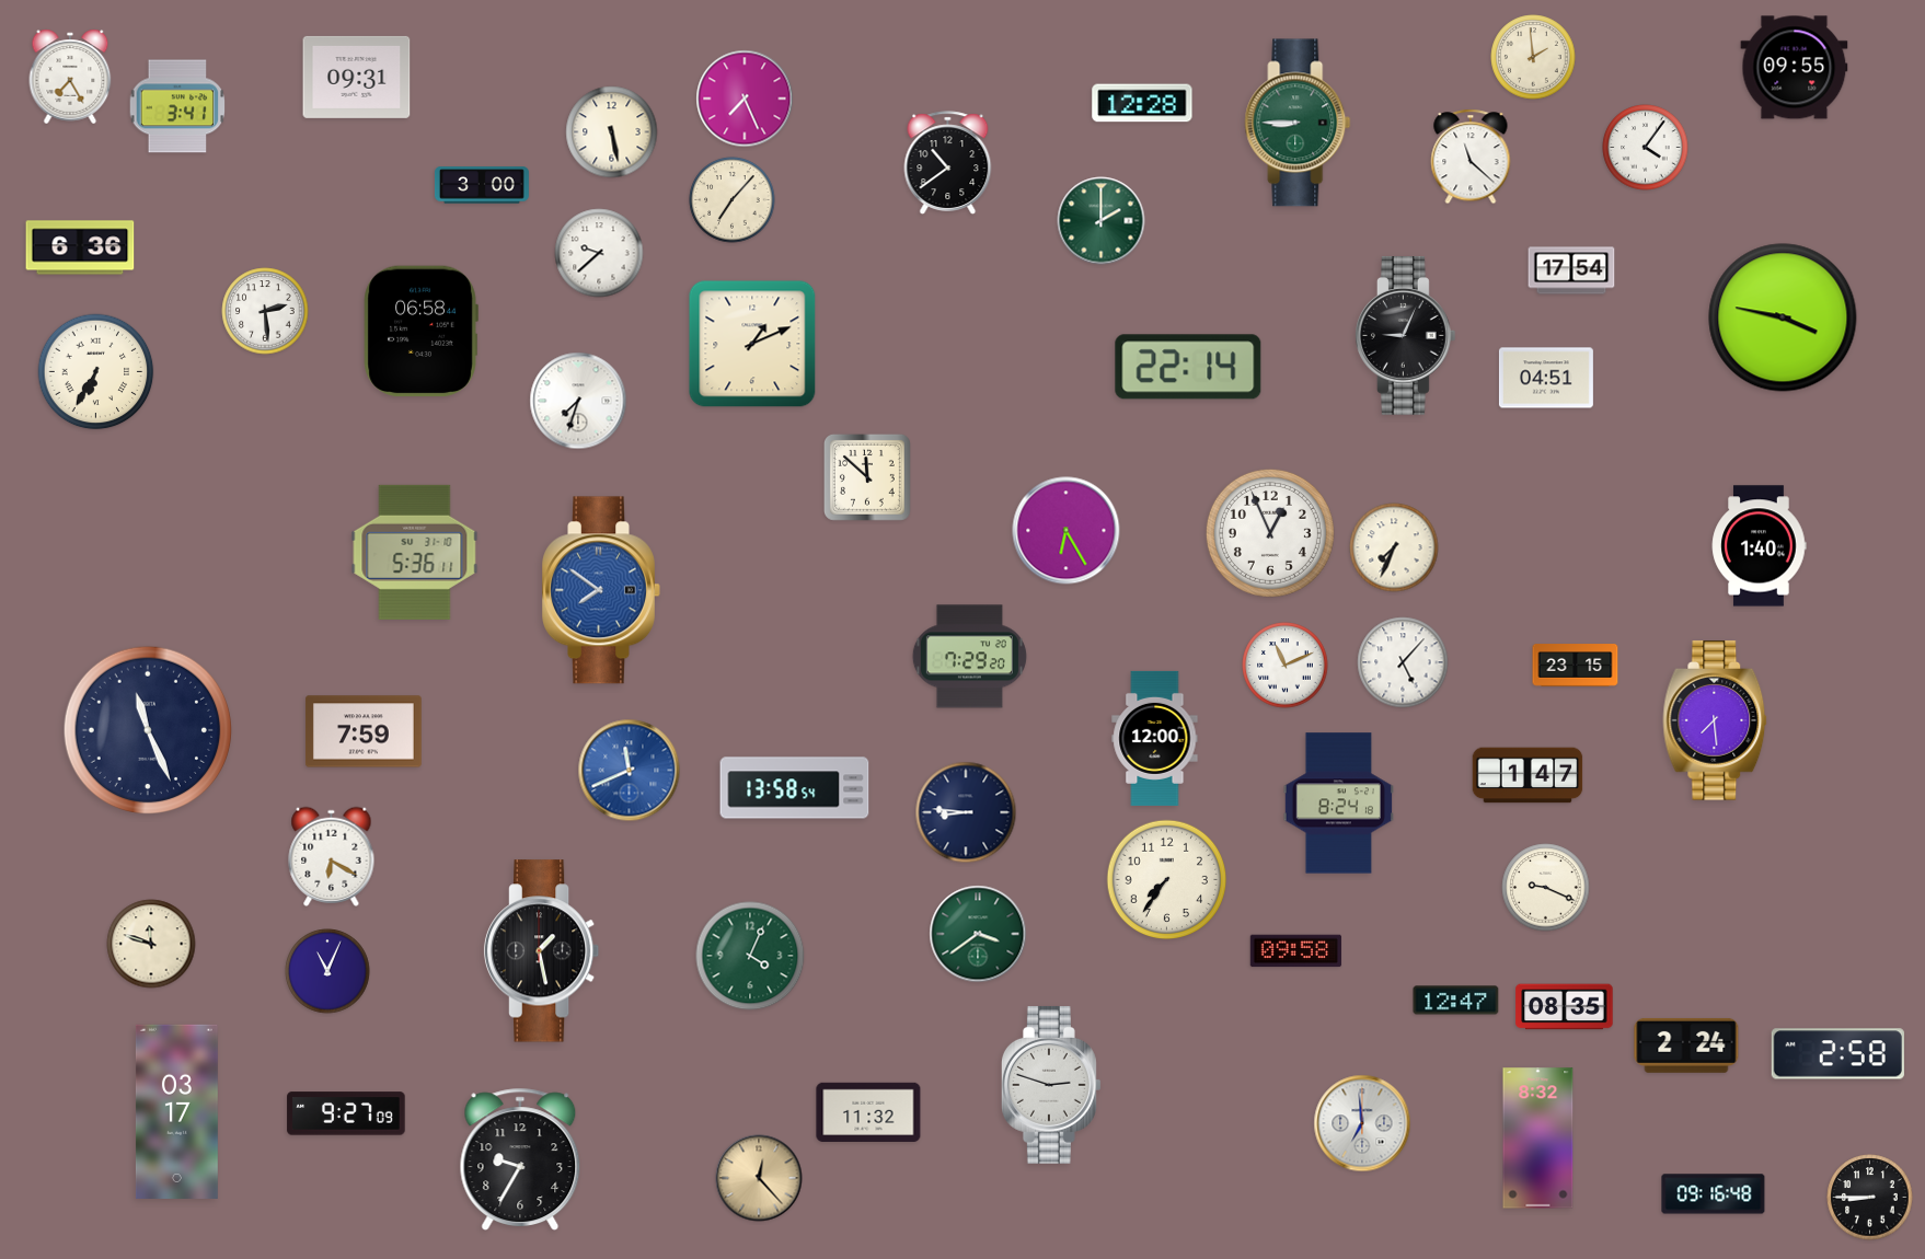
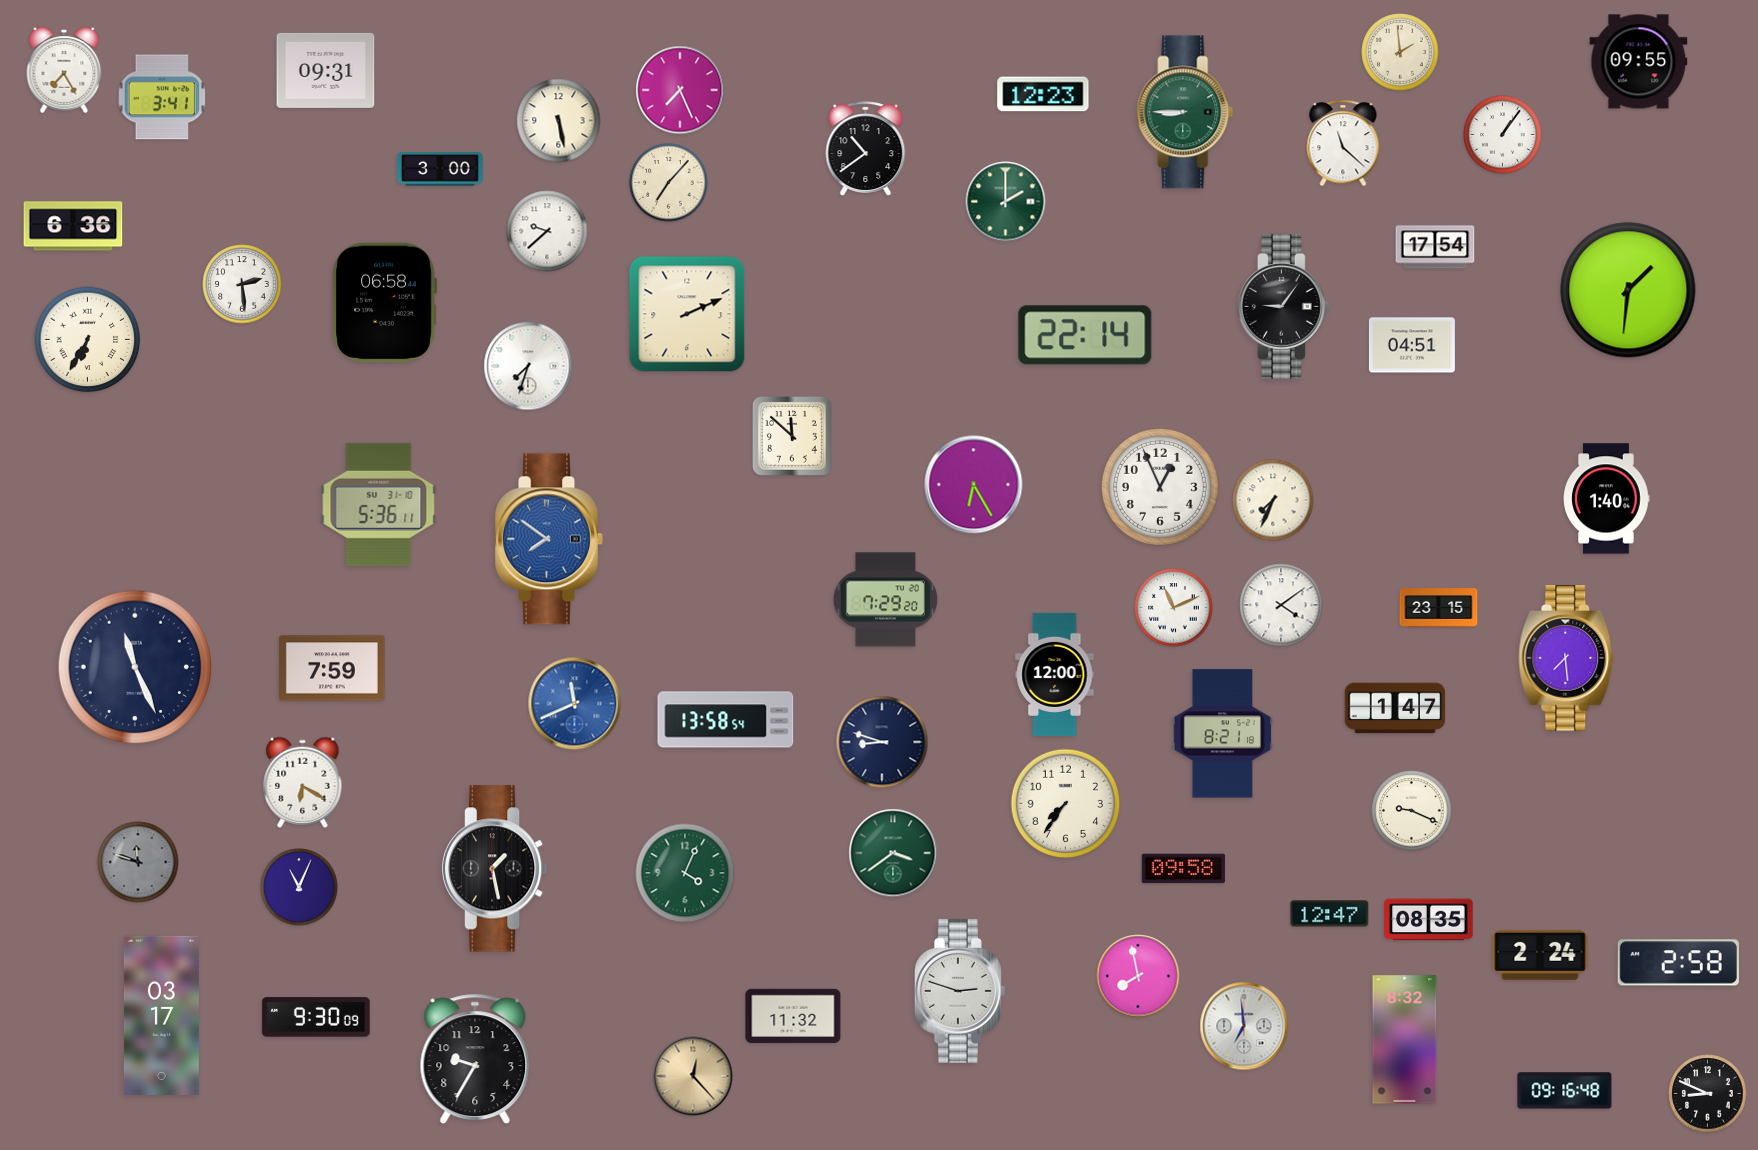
clock at (1142, 103): 12:28 -> 12:23
clock at (1646, 148): 4:06 -> 1:06
clock at (1783, 317): 3:47 -> 1:31
clock at (1405, 336): 9:04 -> 9:06
clock at (752, 344): 1:11 -> 2:11
clock at (1403, 662): 5:07 -> 4:09
clock at (1338, 804): 8:24 -> 8:21
clock at (966, 812): 8:46 -> 8:48
clock at (151, 944) dial: cream -> grey
clock at (1138, 976): none -> 7:58
clock at (346, 1113): 9:27 -> 9:30
clock at (1870, 1198): 8:45 -> 8:49
